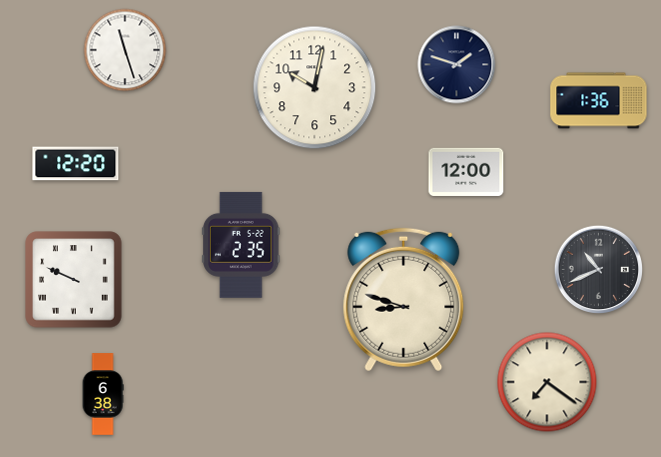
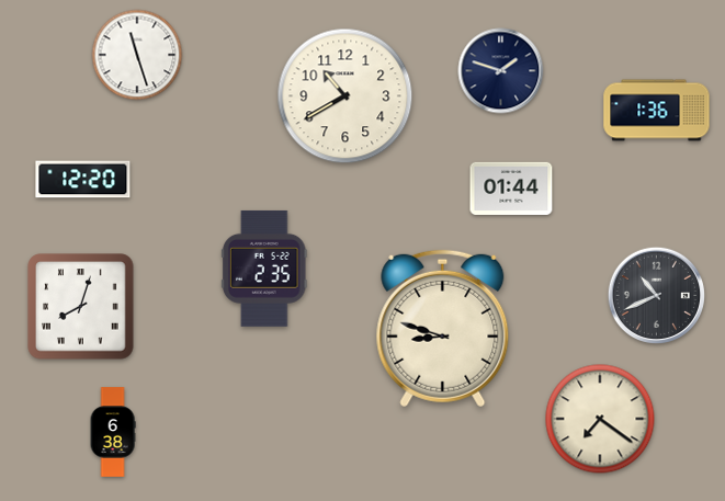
clock at (315, 88): 10:02 -> 10:40
clock at (466, 172): 12:00 -> 01:44
clock at (74, 280): 9:49 -> 8:03
